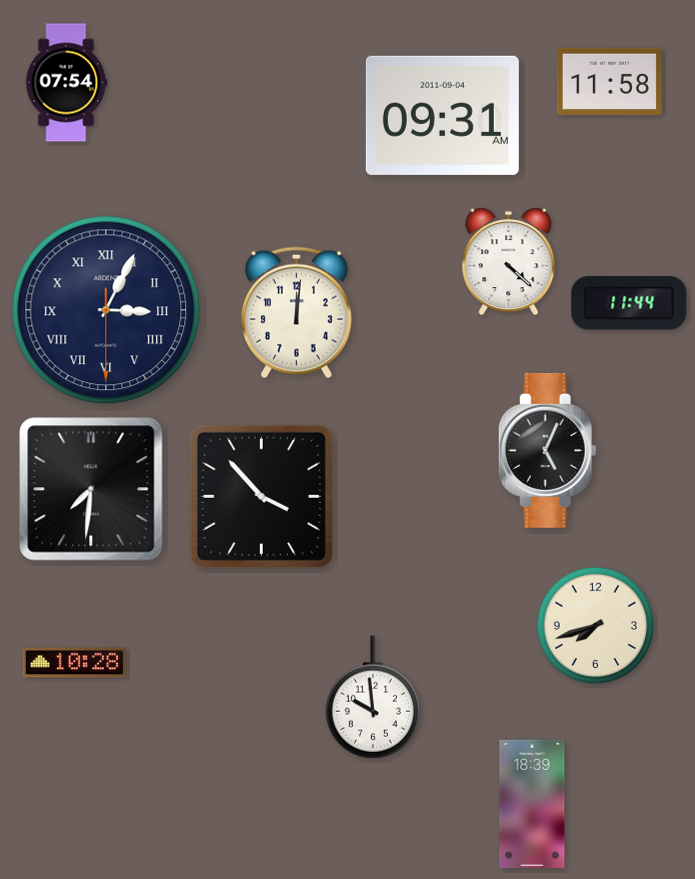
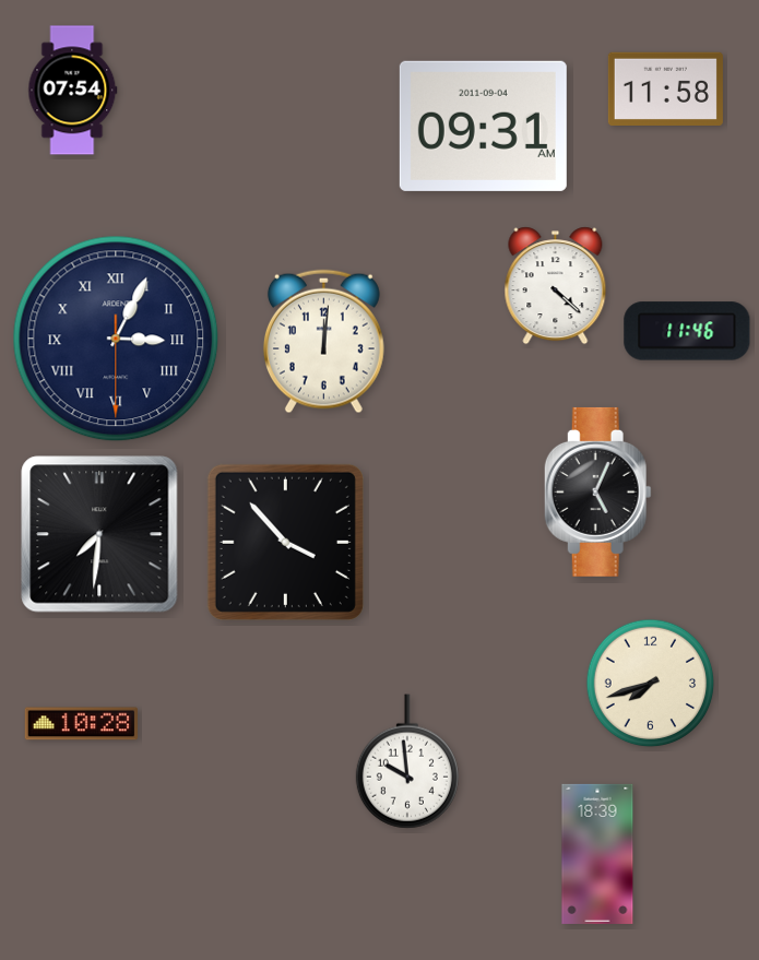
clock at (629, 303): 11:44 -> 11:46
clock at (532, 804) position: (532, 804) -> (597, 854)
